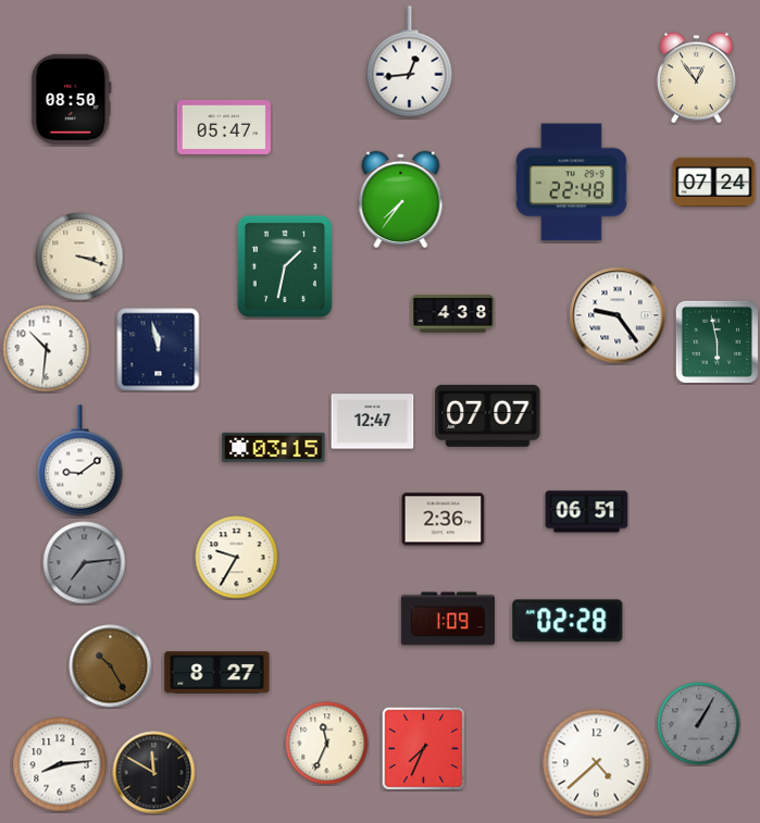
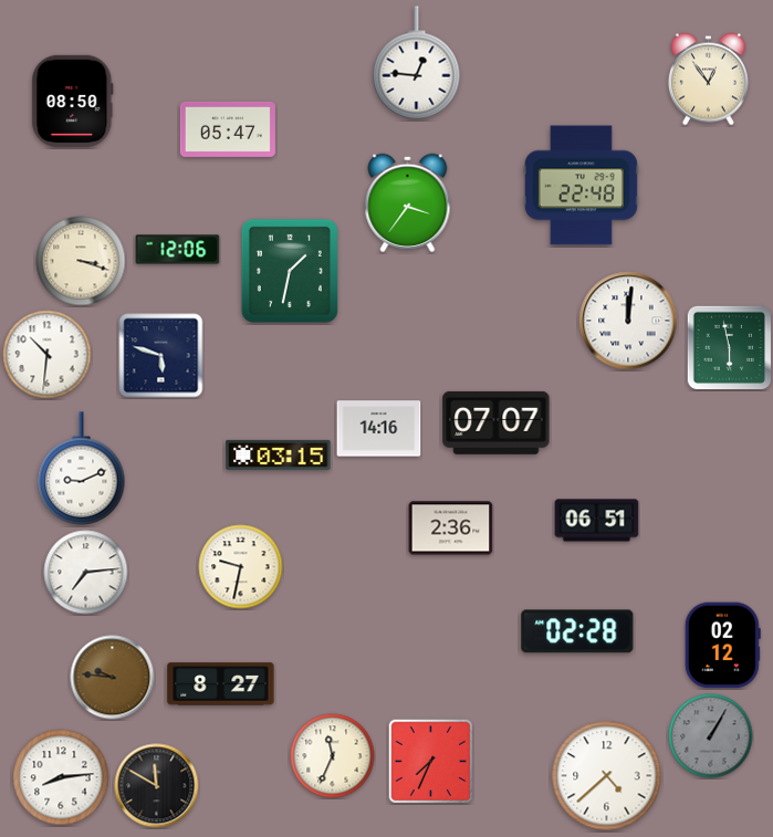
clock at (410, 62): 12:44 -> 12:46
clock at (714, 182): 07:24 -> none
clock at (401, 199): 7:36 -> 3:36
clock at (178, 250): none -> 12:06
clock at (453, 314): 4:38 -> none
clock at (618, 315): 9:24 -> 12:01
clock at (159, 350): 11:58 -> 5:48
clock at (373, 422): 12:47 -> 14:16
clock at (80, 461): 9:09 -> 9:11
clock at (237, 558): 9:35 -> 9:32
clock at (85, 563) dial: grey -> white
clock at (448, 619): 1:09 -> none
clock at (722, 646): none -> 02:12
clock at (111, 666): 10:25 -> 9:46
